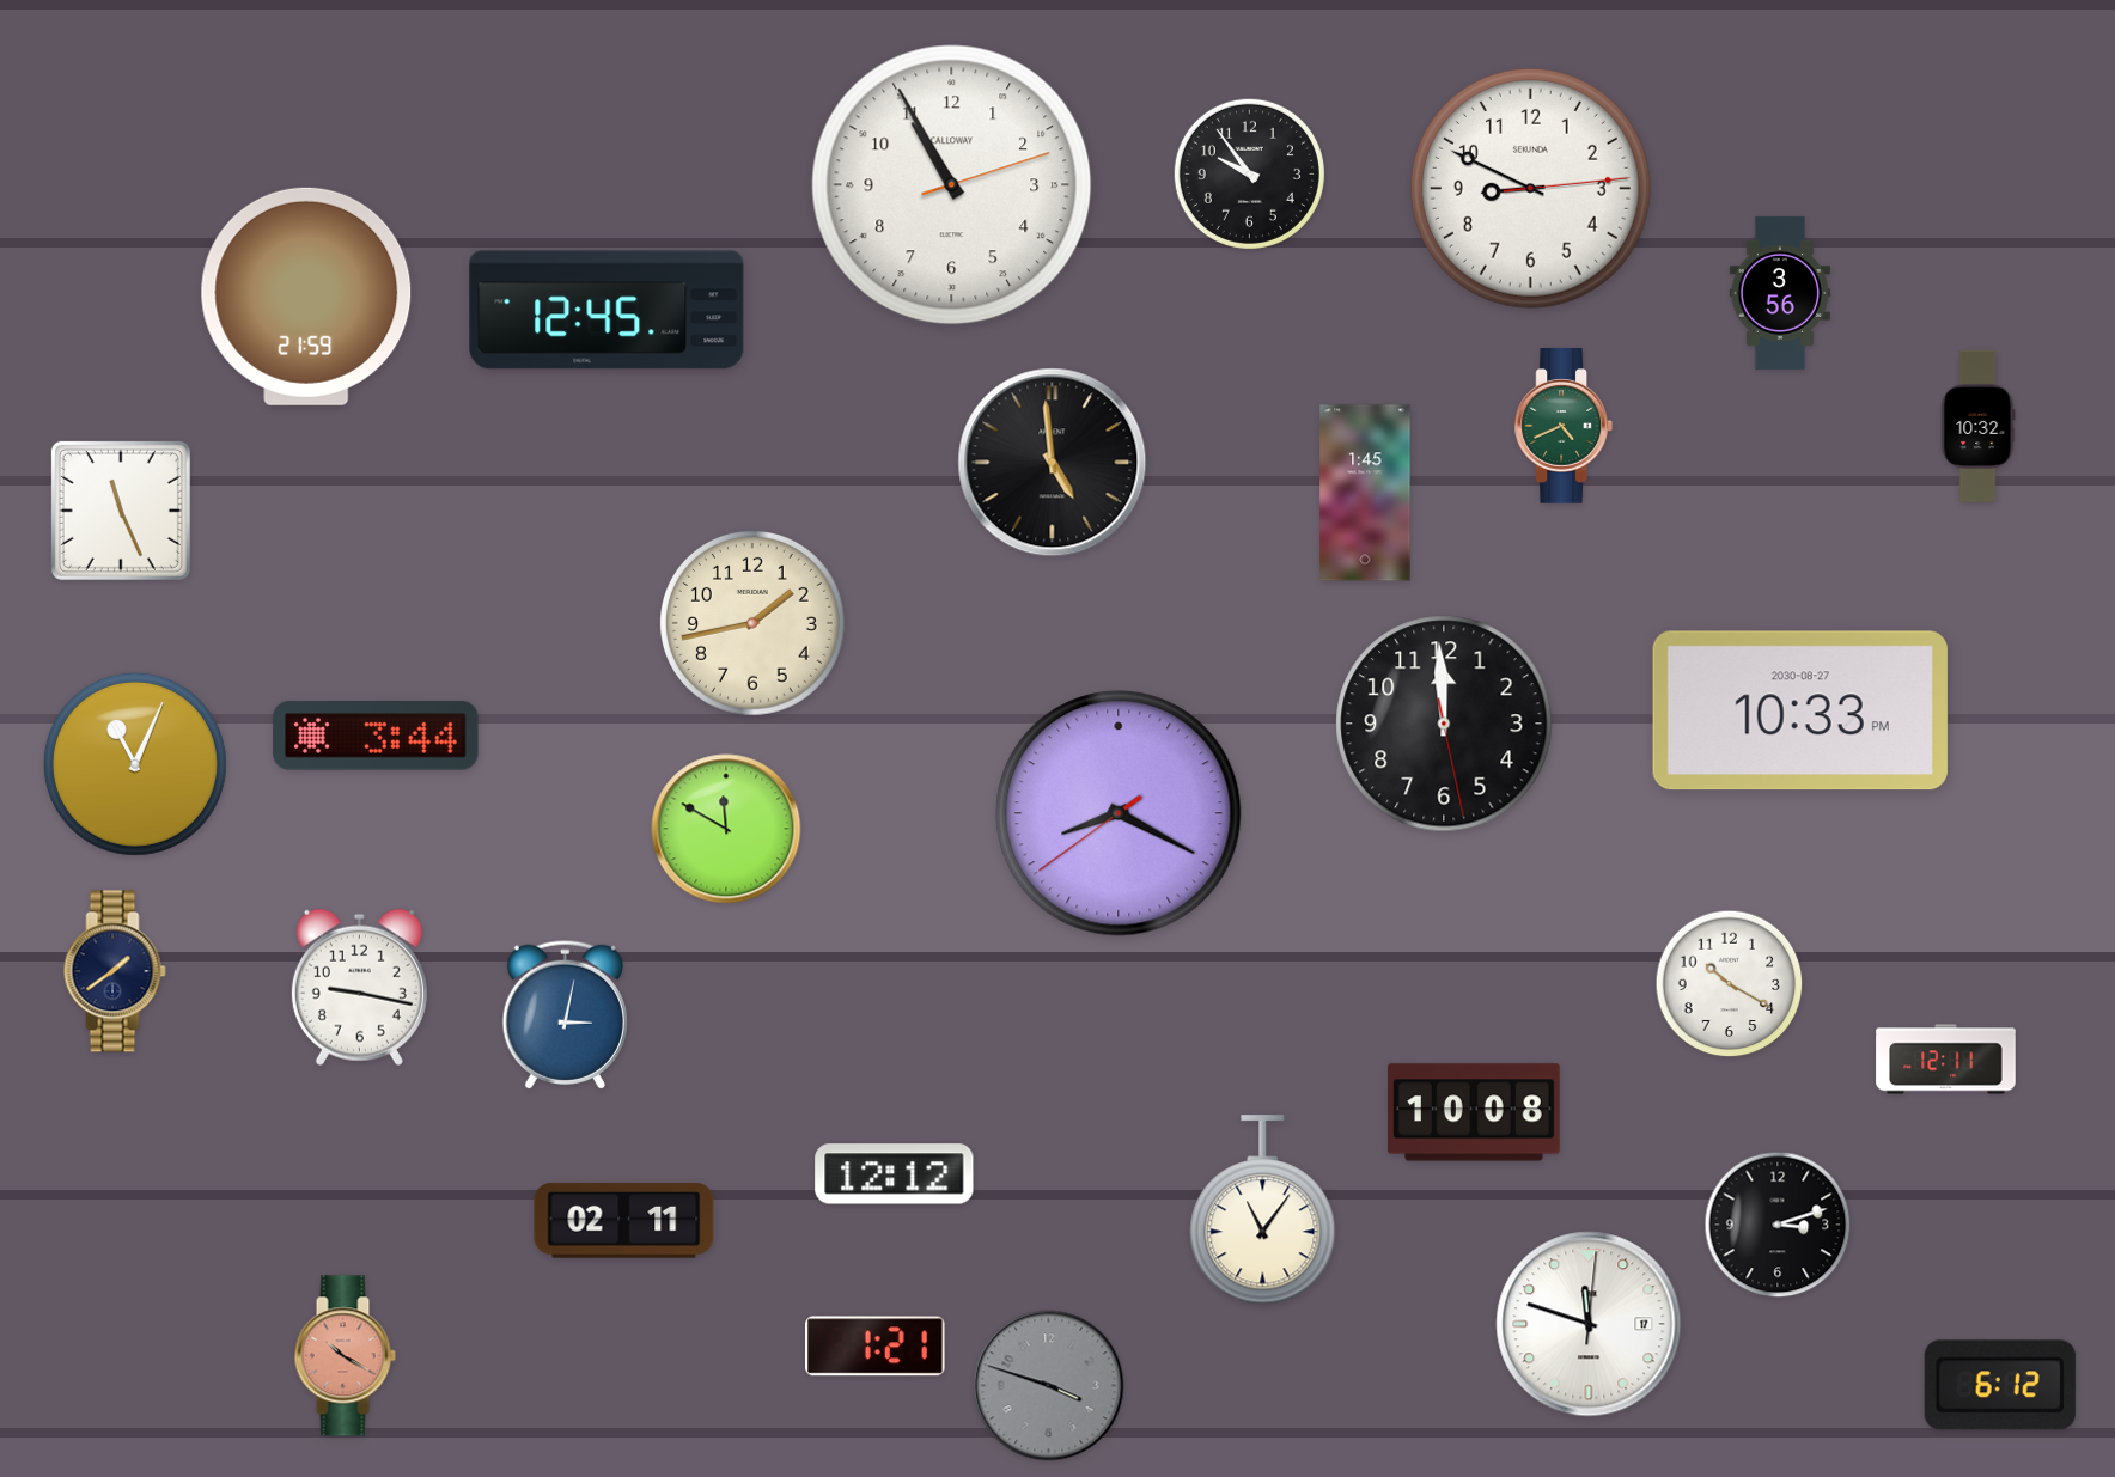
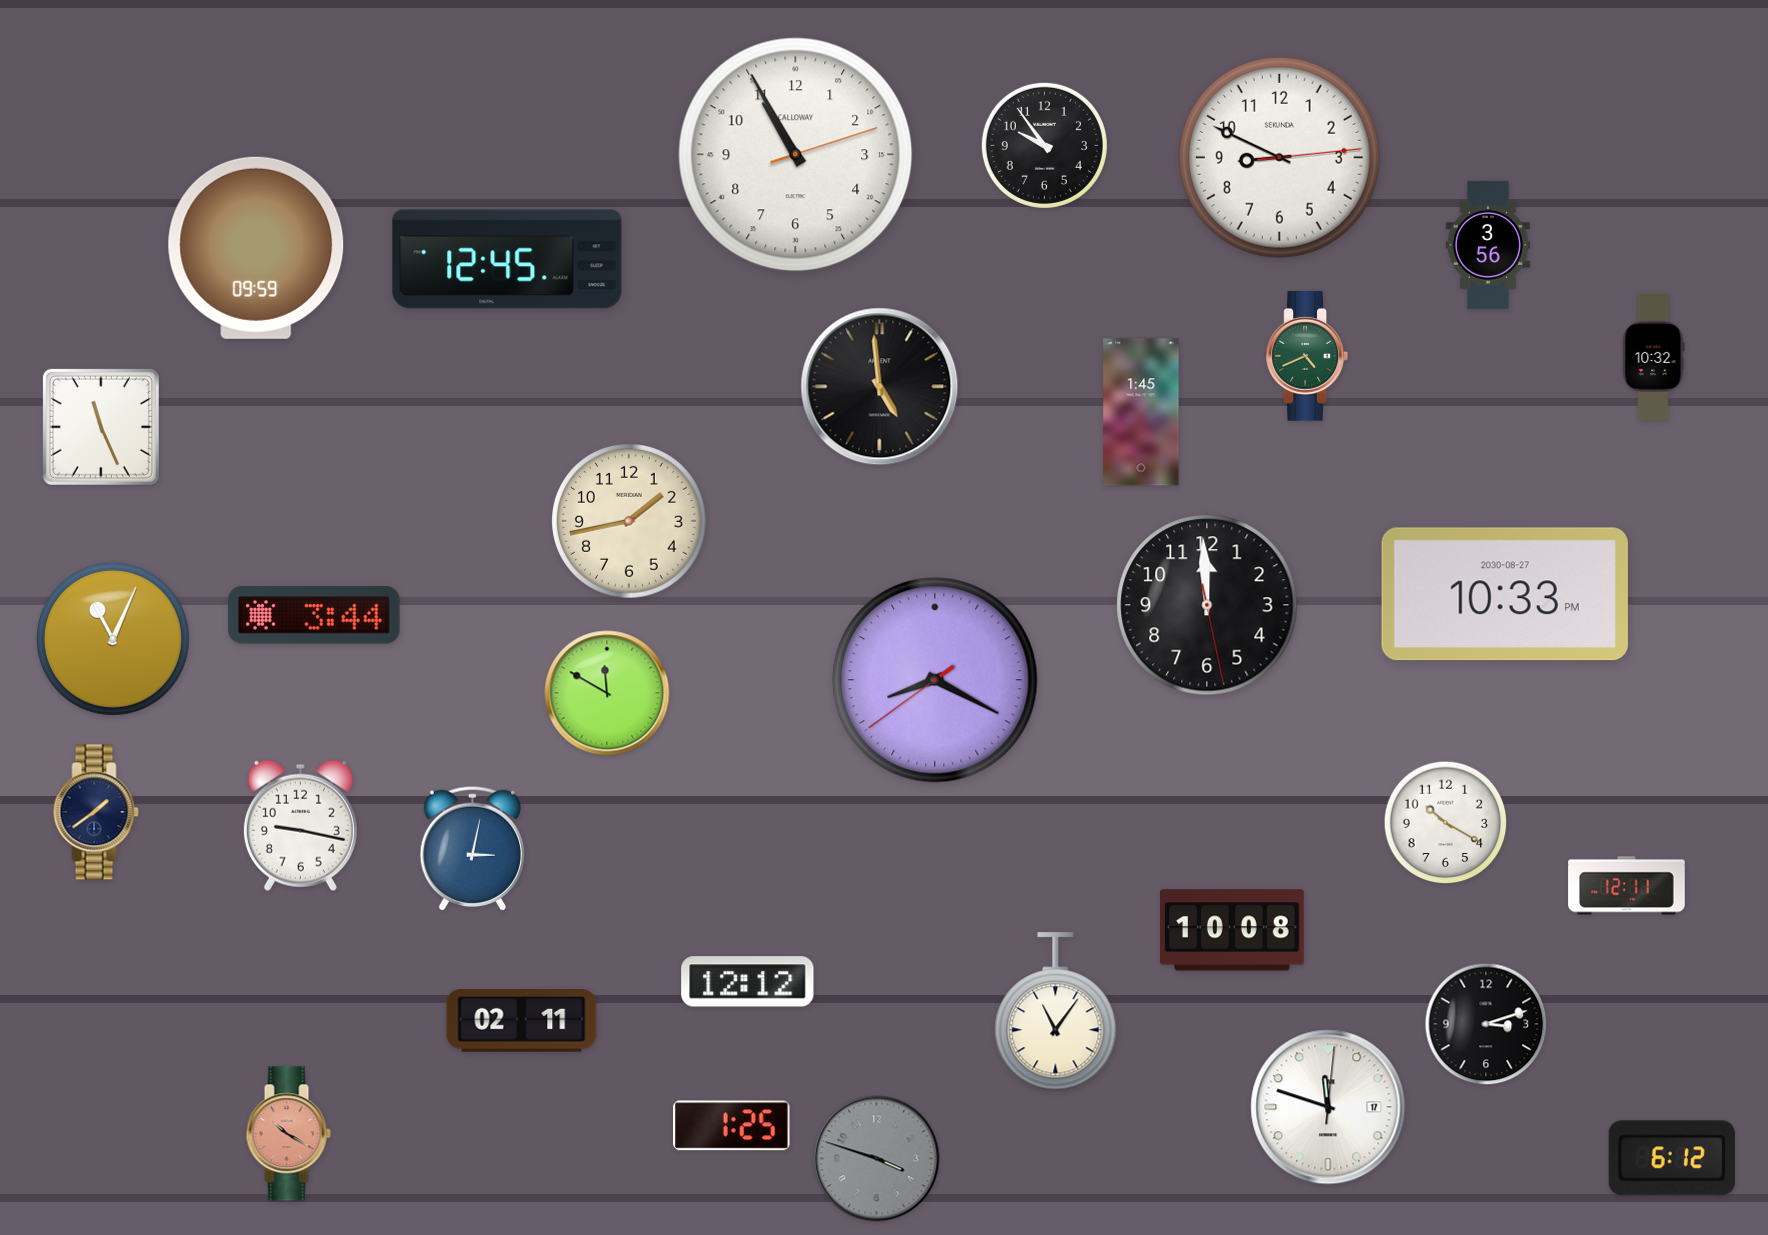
clock at (306, 297): 21:59 -> 09:59
clock at (876, 1347): 1:21 -> 1:25
